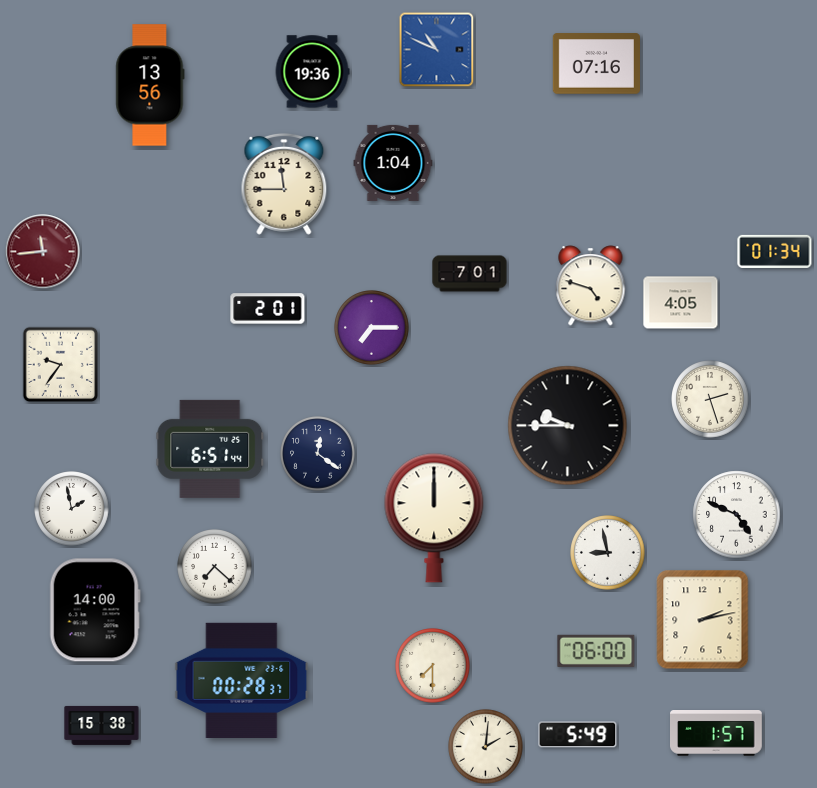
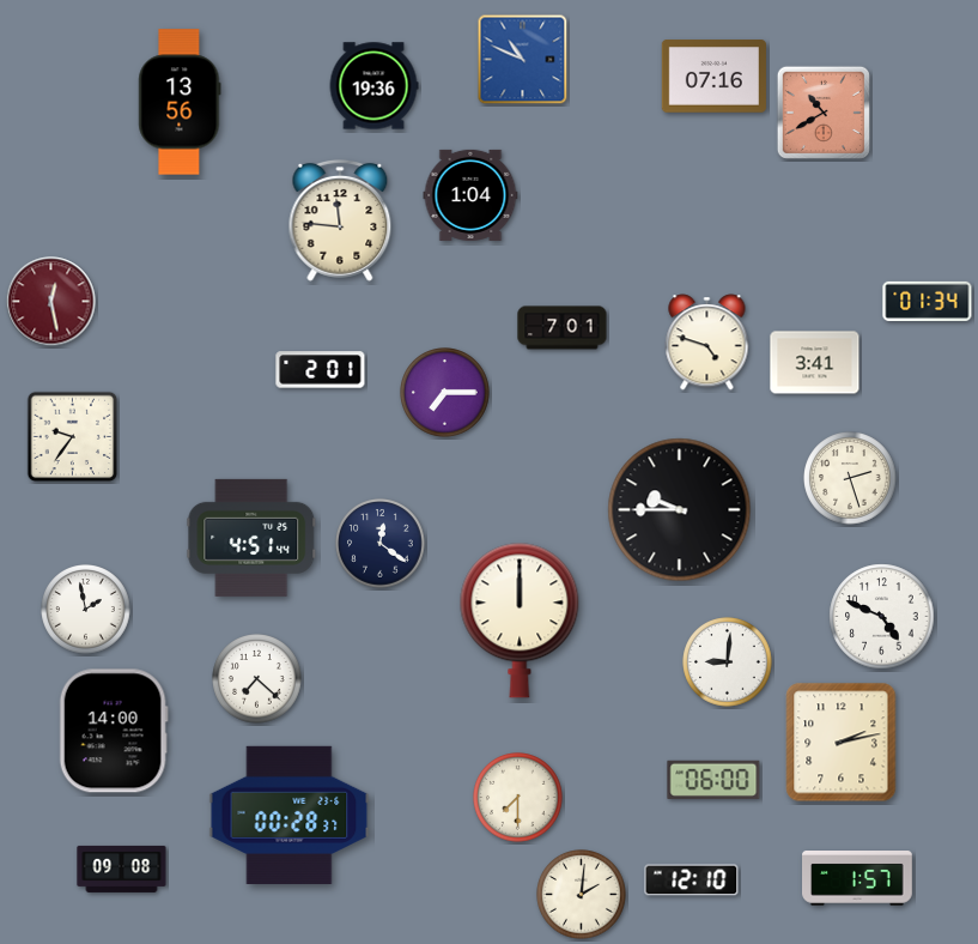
clock at (822, 111): none -> 10:40
clock at (284, 184): 11:45 -> 11:46
clock at (43, 252): 11:44 -> 12:28
clock at (681, 303): 4:05 -> 3:41
clock at (210, 449): 6:51 -> 4:51
clock at (608, 553): 8:58 -> 9:01
clock at (102, 725): 15:38 -> 09:08
clock at (578, 735): 5:49 -> 12:10
